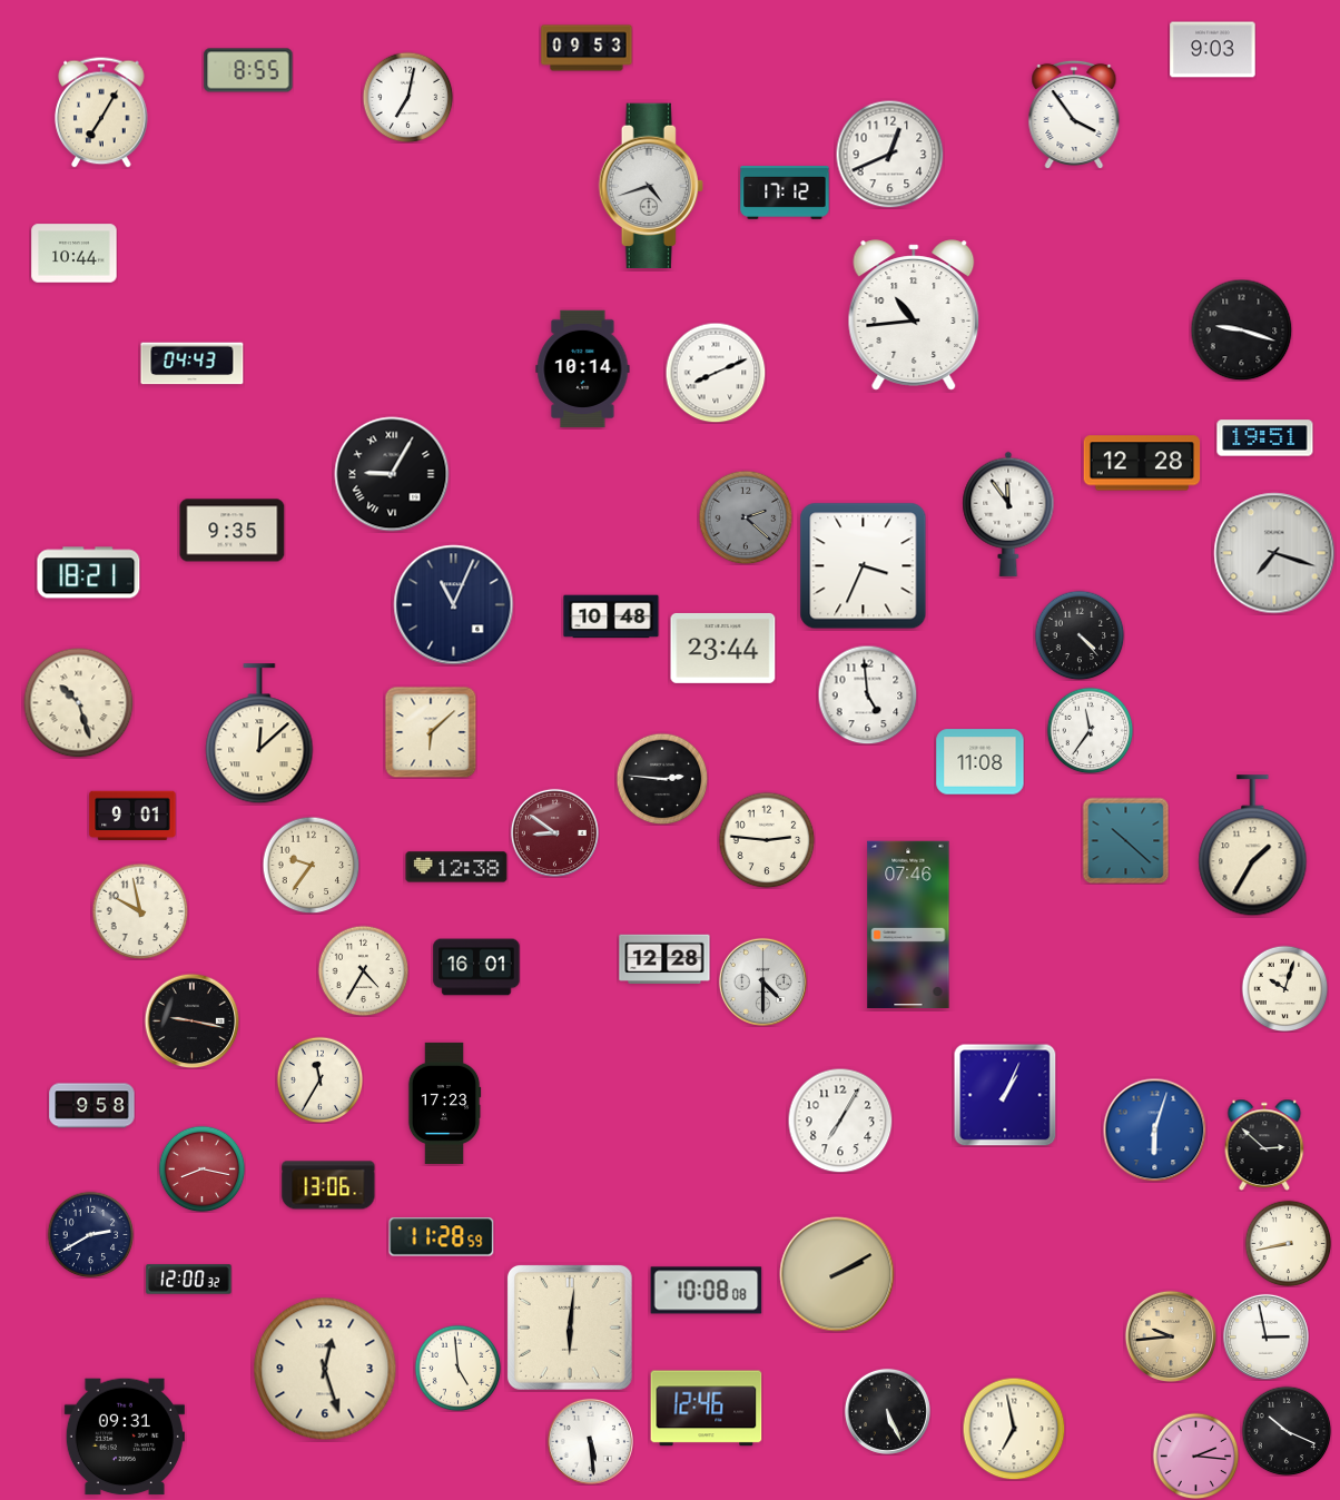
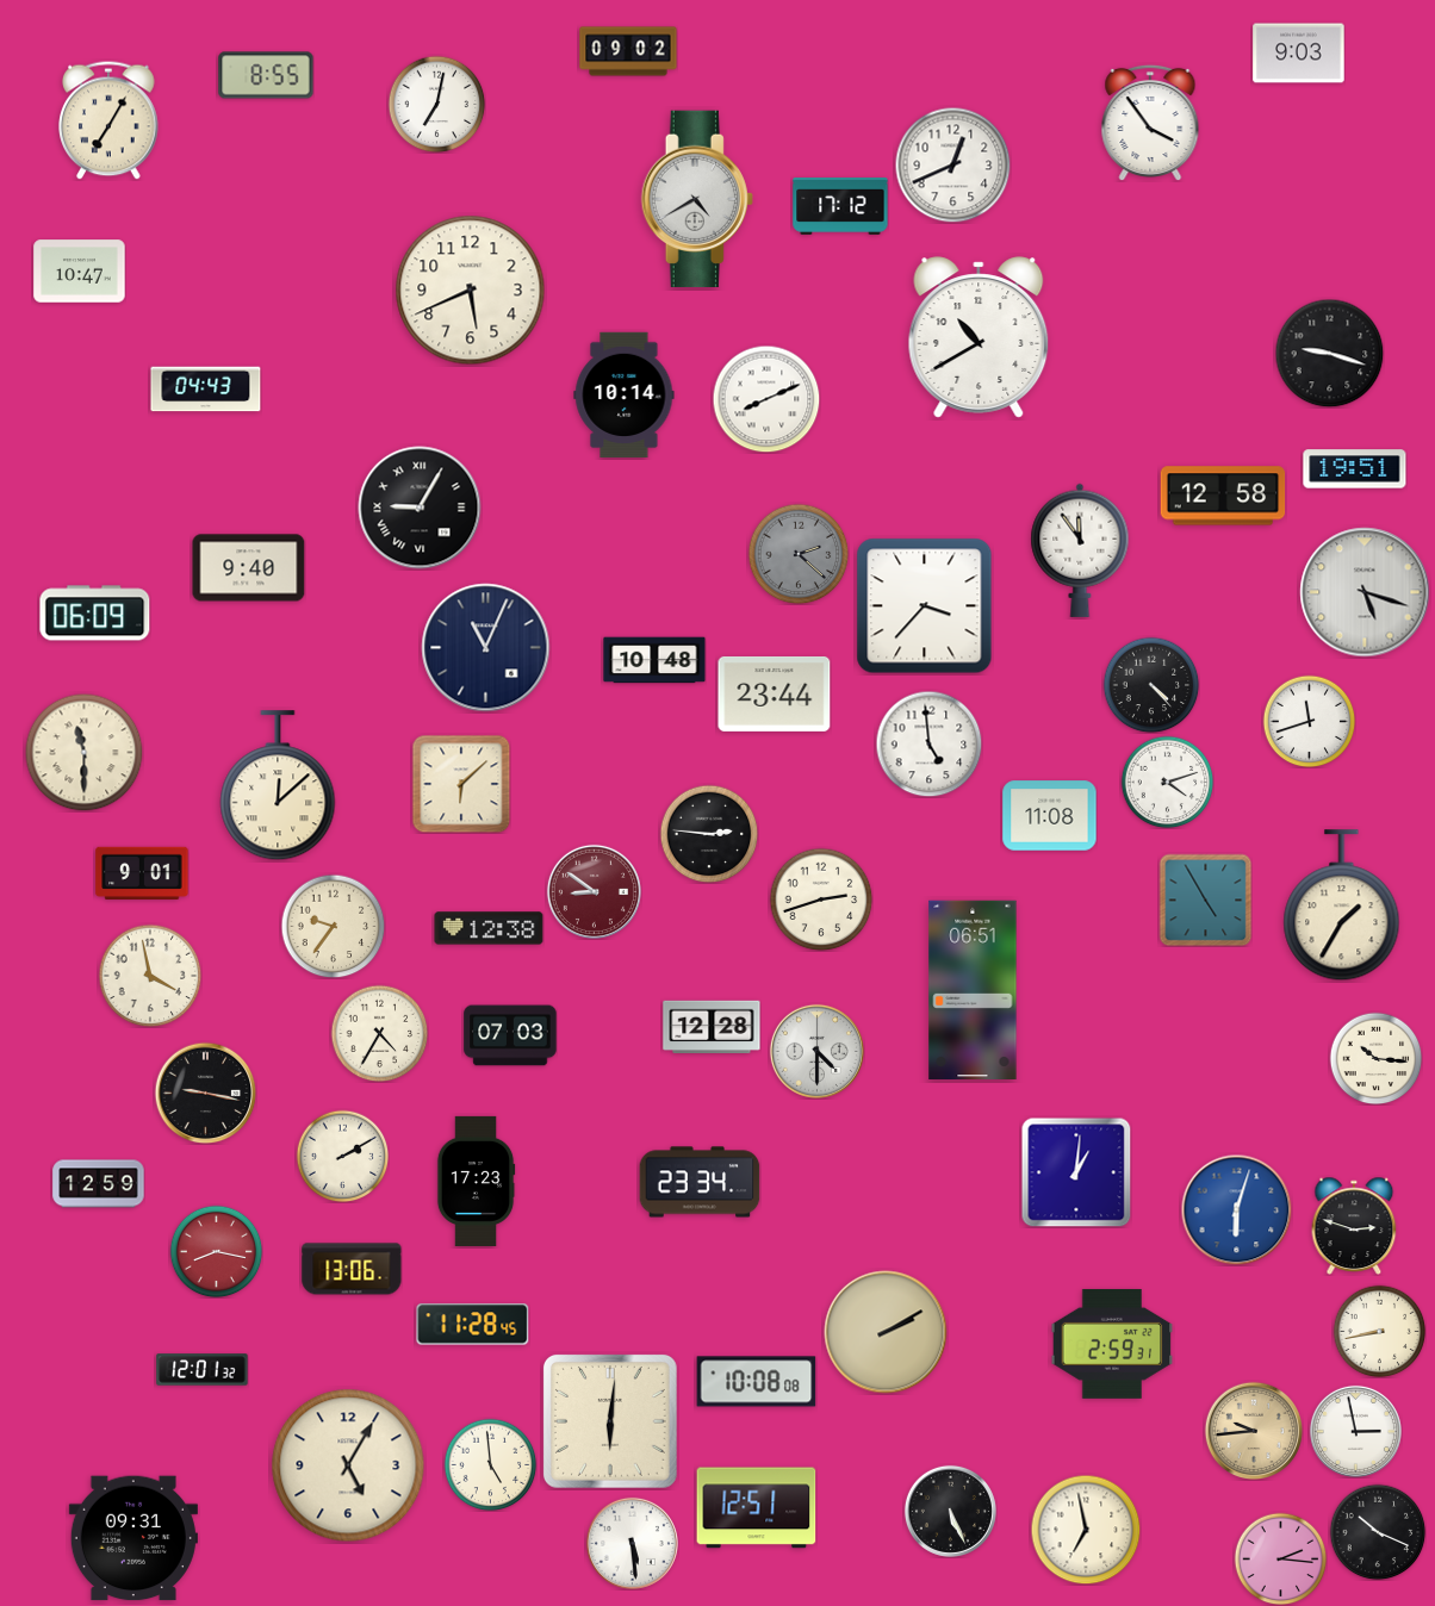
clock at (587, 48): 09:53 -> 09:02
clock at (651, 186): 4:42 -> 4:40
clock at (75, 254): 10:44 -> 10:47
clock at (471, 291): none -> 5:41
clock at (914, 315): 10:44 -> 10:40
clock at (1142, 463): 12:28 -> 12:58
clock at (233, 531): 9:35 -> 9:40
clock at (1274, 553): 7:18 -> 5:18
clock at (864, 566): 3:34 -> 3:37
clock at (89, 573): 18:21 -> 06:09
clock at (1080, 635) position: (1080, 635) -> (1151, 685)
clock at (1309, 721): none -> 11:42
clock at (79, 703): 10:27 -> 11:30
clock at (1090, 730): 11:36 -> 4:12
clock at (767, 840): 2:46 -> 2:42
clock at (1125, 840): 10:22 -> 4:55
clock at (140, 911): 9:58 -> 3:58
clock at (908, 924): 07:46 -> 06:51
clock at (476, 967): 16:01 -> 07:03
clock at (363, 970) position: (363, 970) -> (379, 1033)
clock at (1284, 988): 10:03 -> 10:16
clock at (319, 1079): 11:35 -> 2:10
clock at (1005, 1095): 1:04 -> 1:01
clock at (700, 1182): none -> 23:34
clock at (92, 1106): 9:58 -> 12:59
clock at (840, 1121): 7:05 -> none
clock at (1264, 1145): 2:52 -> 2:48
clock at (90, 1234): 2:40 -> none
clock at (442, 1237): 11:28:59 -> 11:28:45
clock at (1112, 1344): none -> 2:59
clock at (837, 1274) position: (837, 1274) -> (886, 1332)
clock at (189, 1280): 12:00 -> 12:01
clock at (325, 1369): 12:27 -> 5:05
clock at (707, 1409): 12:46 -> 12:51
